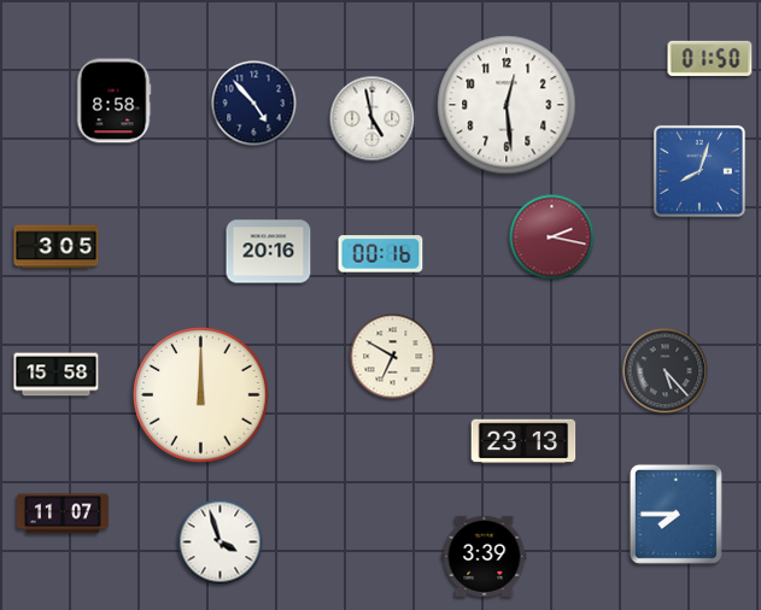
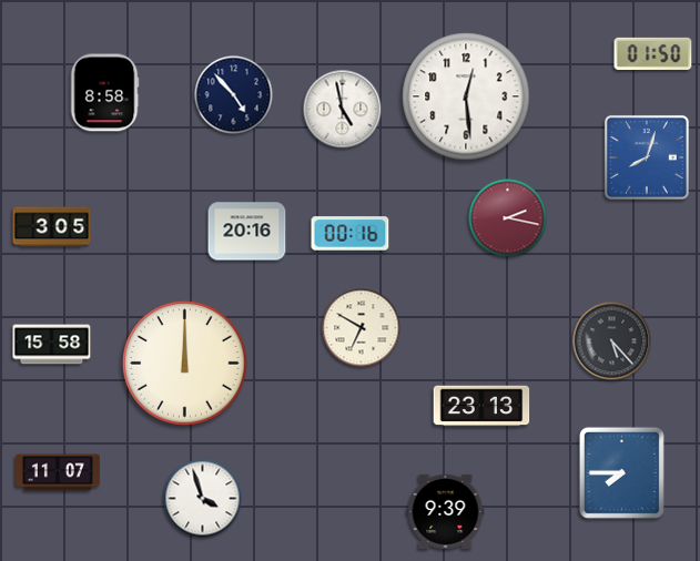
clock at (699, 171) position: (699, 171) -> (647, 157)
clock at (485, 556): 3:39 -> 9:39
